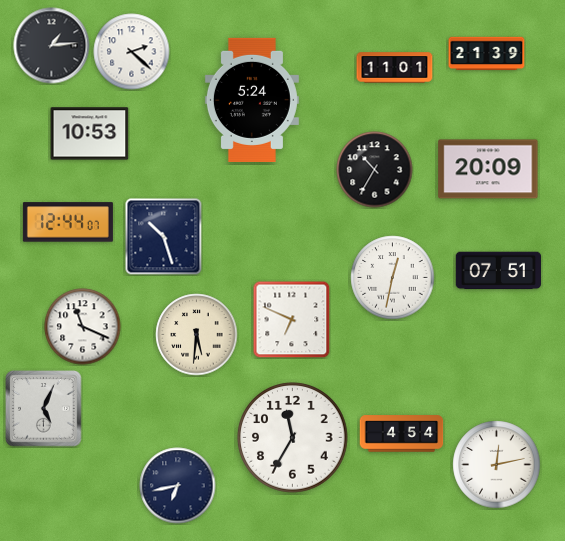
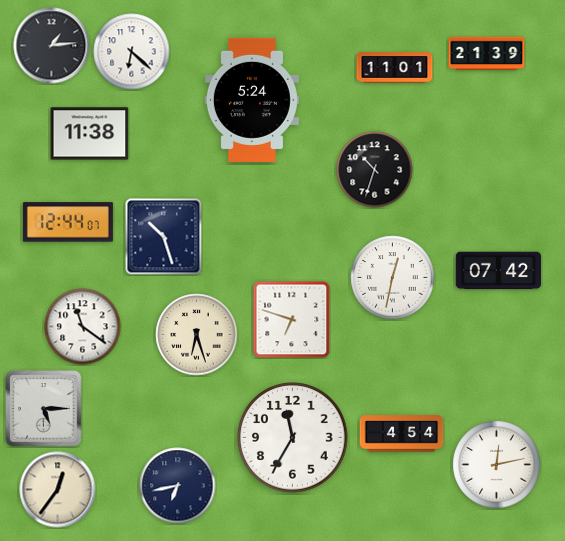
clock at (132, 52): 2:22 -> 6:22
clock at (90, 134): 10:53 -> 11:38
clock at (488, 169): 20:09 -> none
clock at (375, 170): 10:35 -> 10:33
clock at (499, 271): 07:51 -> 07:42
clock at (291, 319): 6:49 -> 6:48
clock at (83, 327): 11:19 -> 11:21
clock at (197, 335): 5:31 -> 6:27
clock at (44, 409): 5:04 -> 5:15
clock at (58, 490): none -> 12:36
